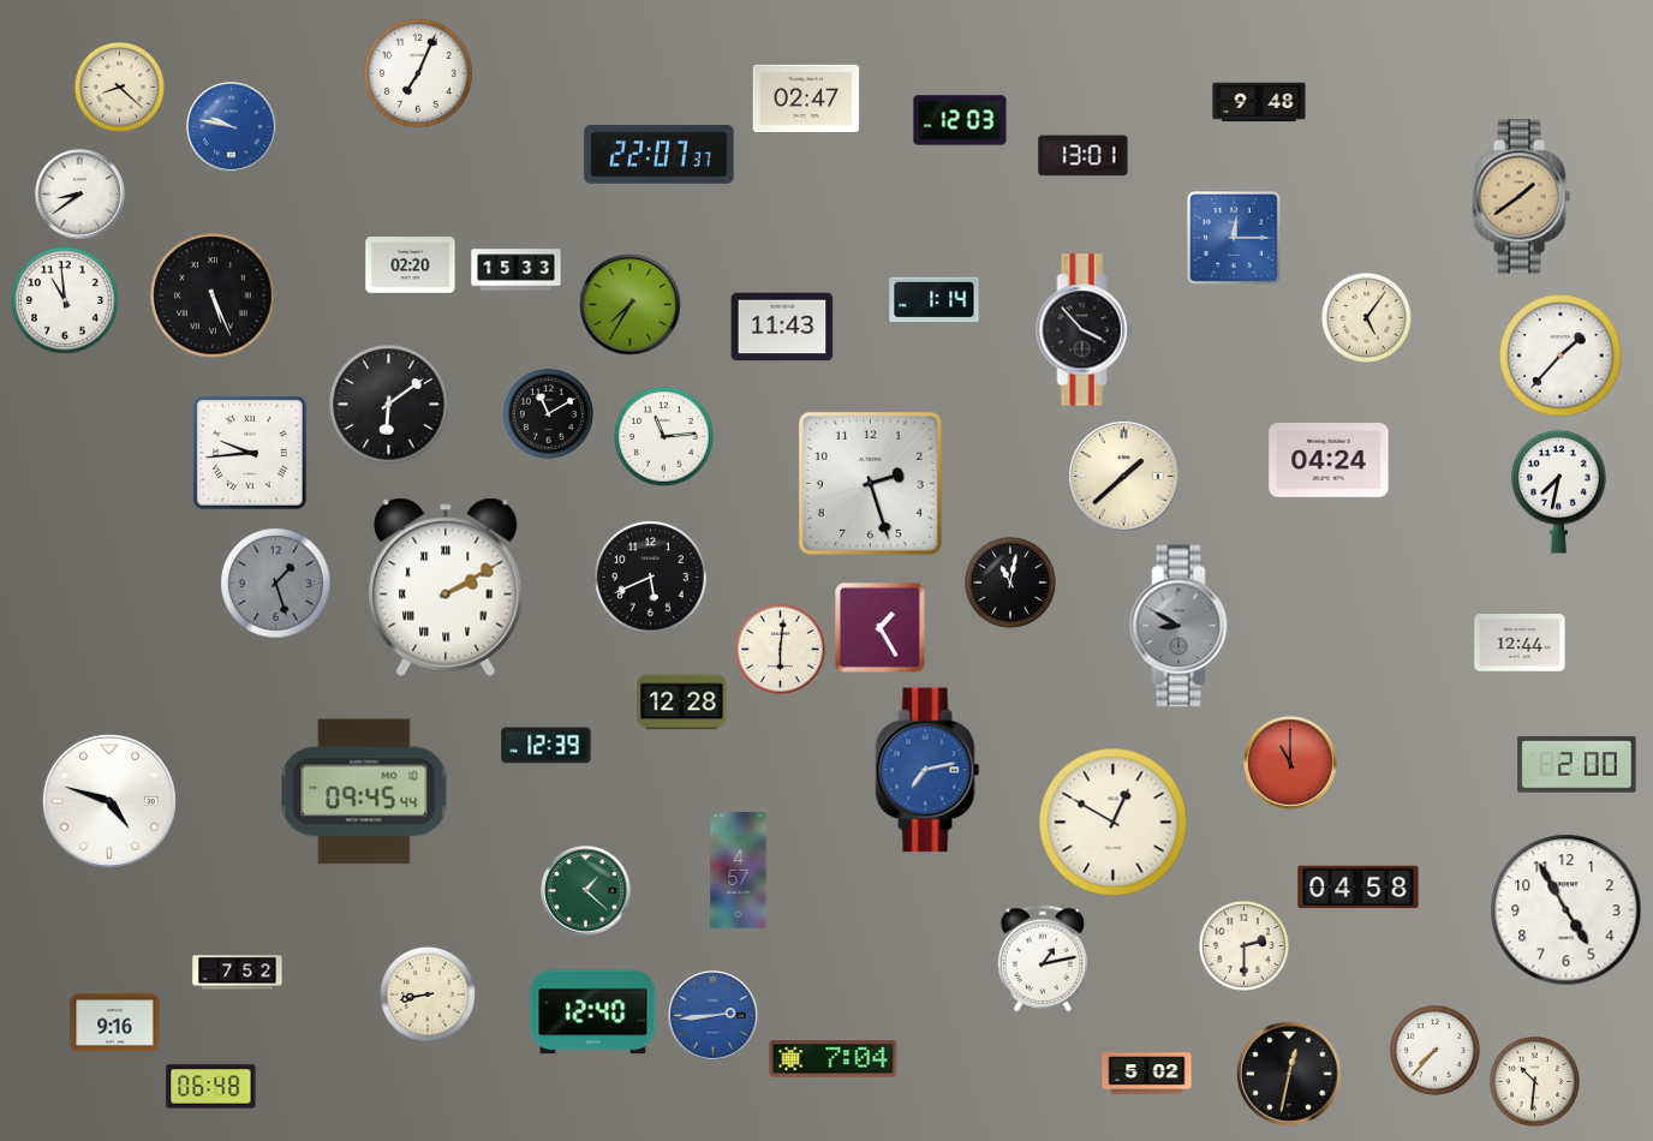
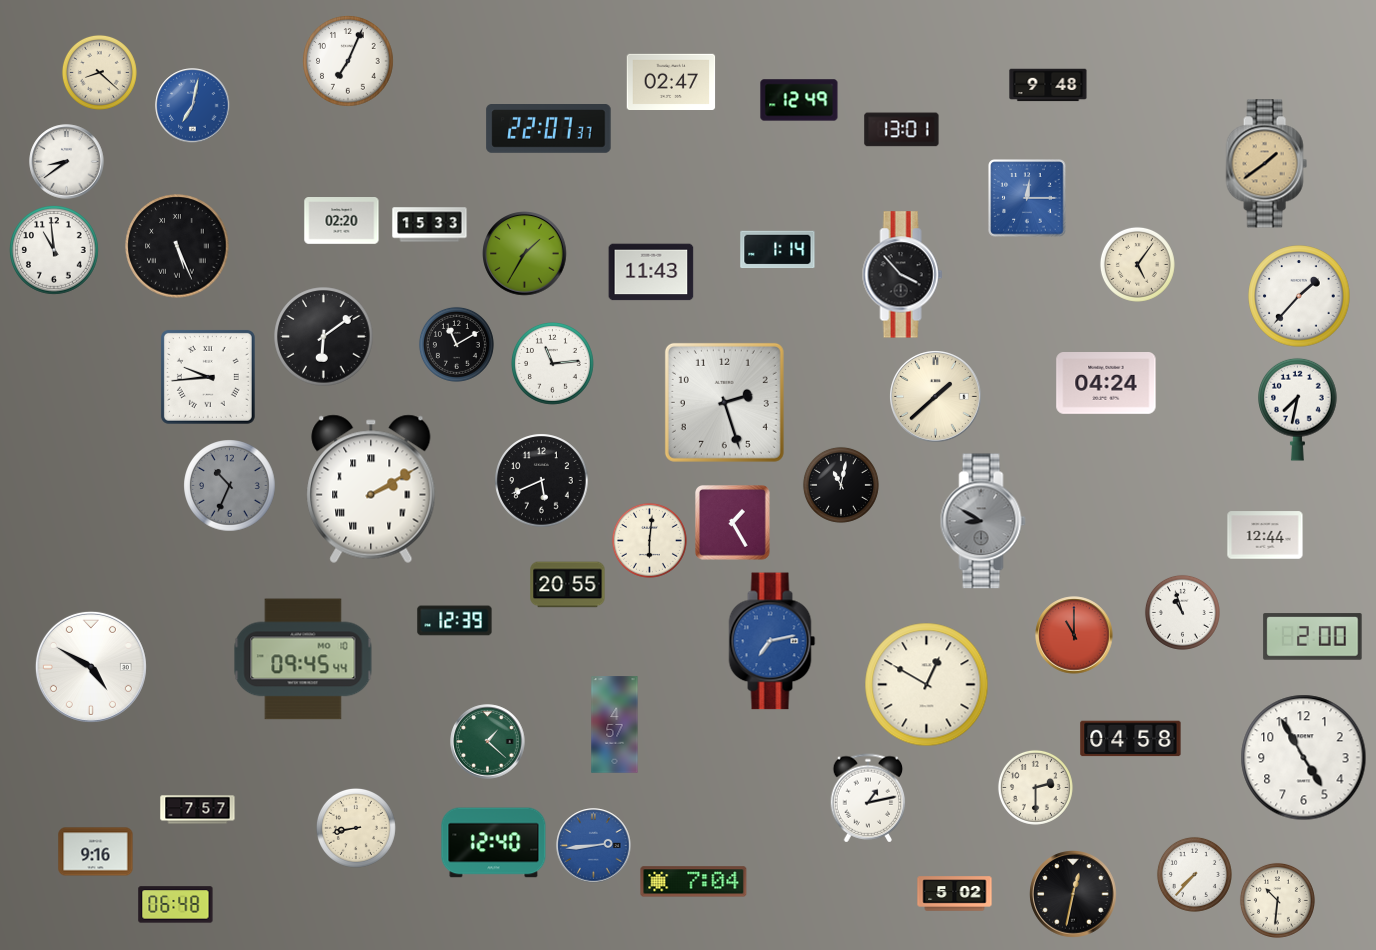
clock at (960, 120): 12:03 -> 12:49
clock at (232, 127): 9:47 -> 7:02
clock at (631, 305): 7:35 -> 1:35
clock at (276, 584): 1:27 -> 10:34
clock at (682, 703): 12:28 -> 20:55
clock at (1182, 612): none -> 10:57
clock at (109, 801): 4:48 -> 4:50
clock at (238, 973): 7:52 -> 7:57
